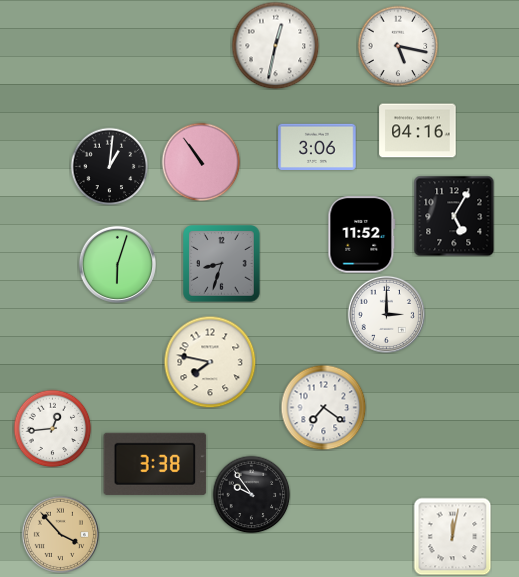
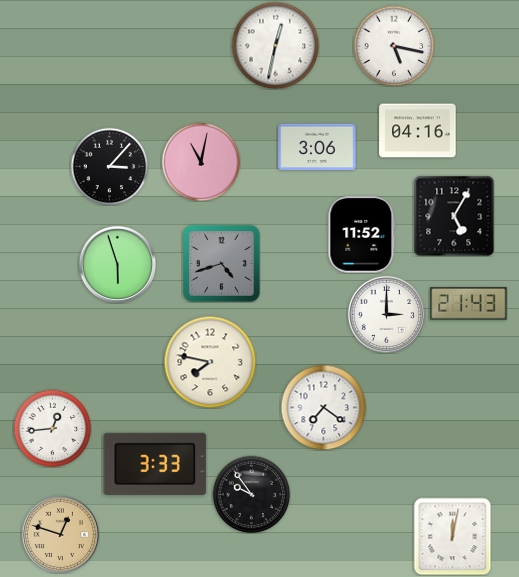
clock at (398, 46) position: (398, 46) -> (394, 46)
clock at (201, 162): 10:54 -> 11:02
clock at (109, 166): 1:01 -> 3:07
clock at (117, 264): 6:03 -> 5:57
clock at (222, 264): 8:33 -> 4:42
clock at (469, 303): none -> 21:43
clock at (155, 464): 3:38 -> 3:33
clock at (60, 534): 3:53 -> 12:48
